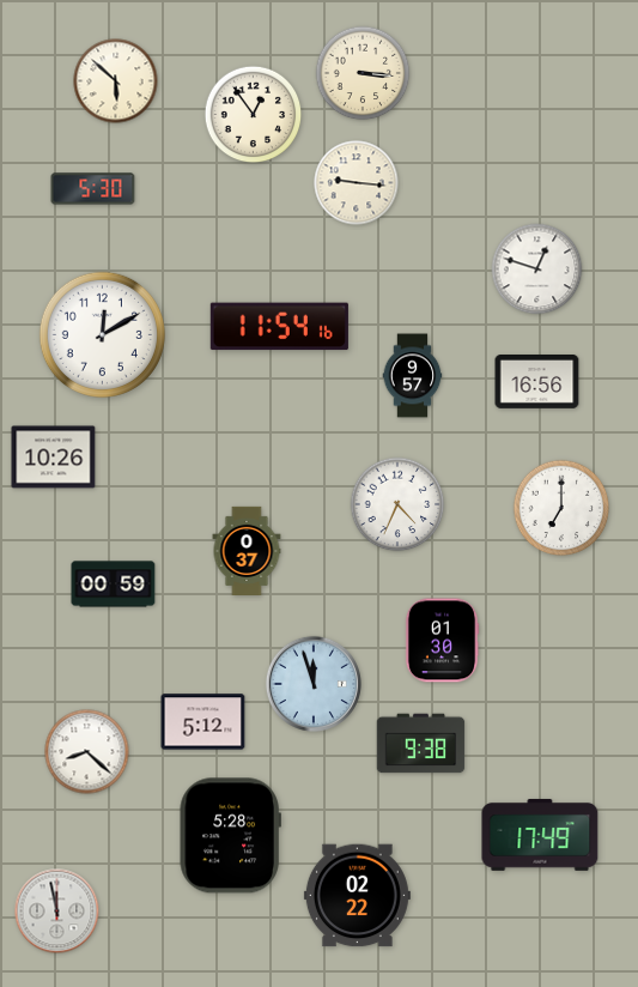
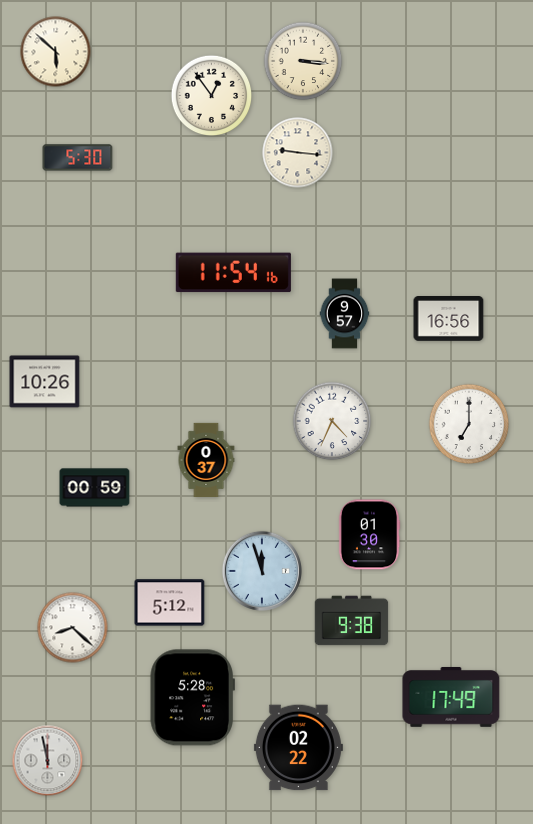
clock at (116, 81) position: (116, 81) -> (56, 52)
clock at (537, 270): 12:48 -> none
clock at (102, 334): 12:10 -> none
